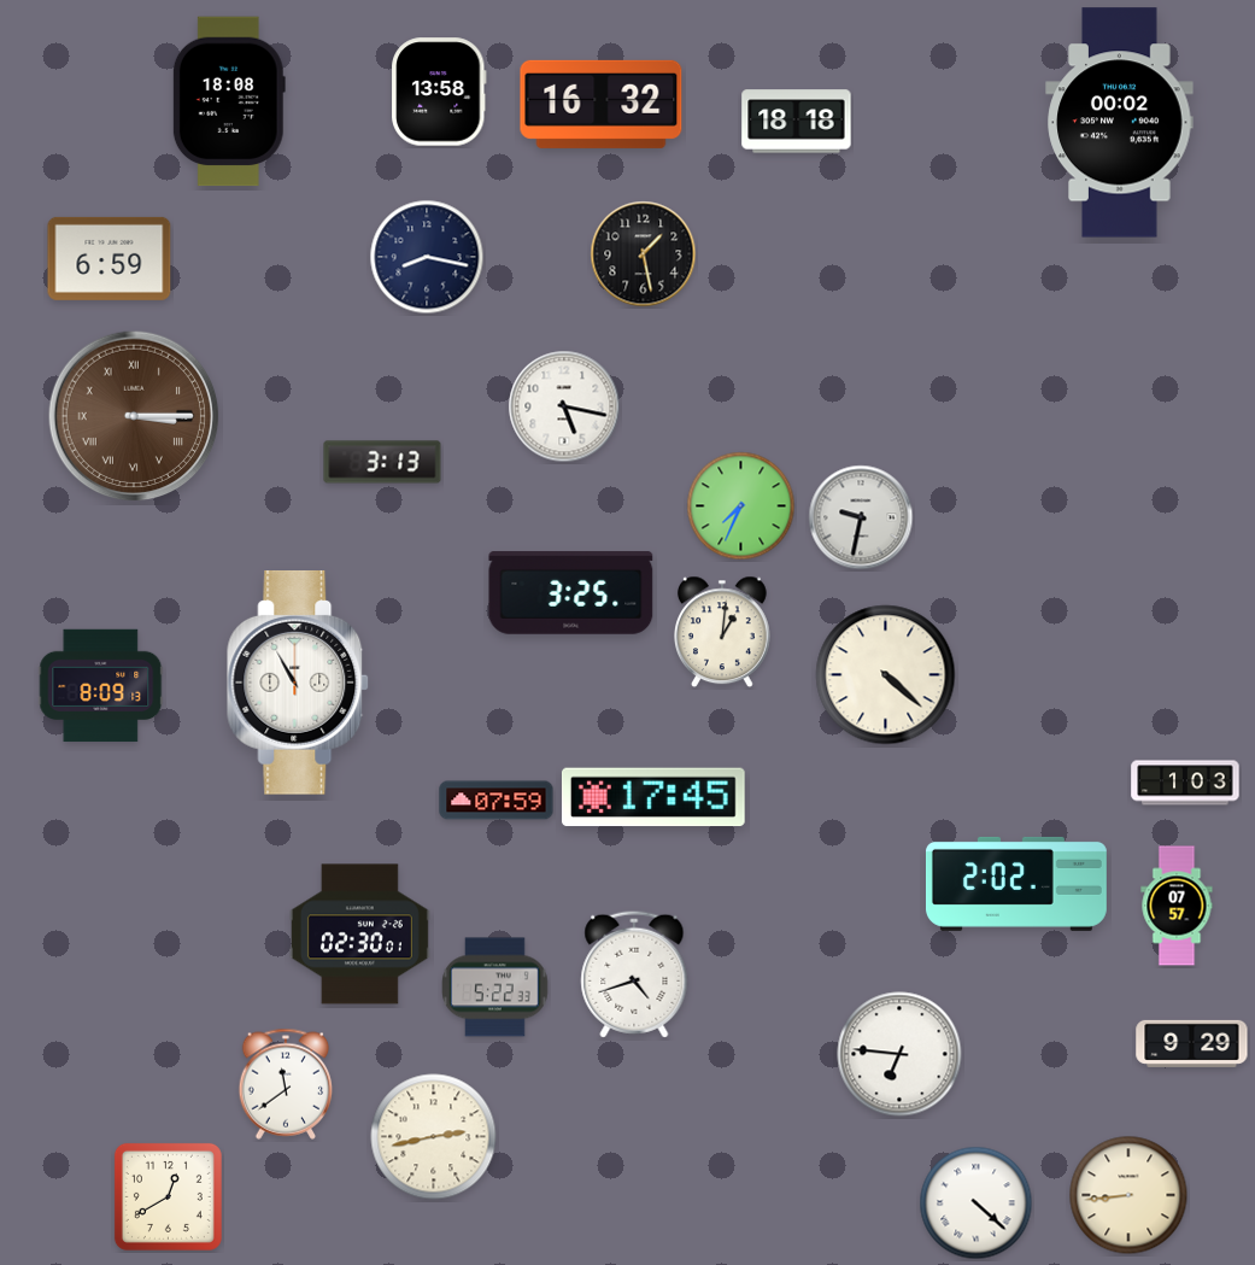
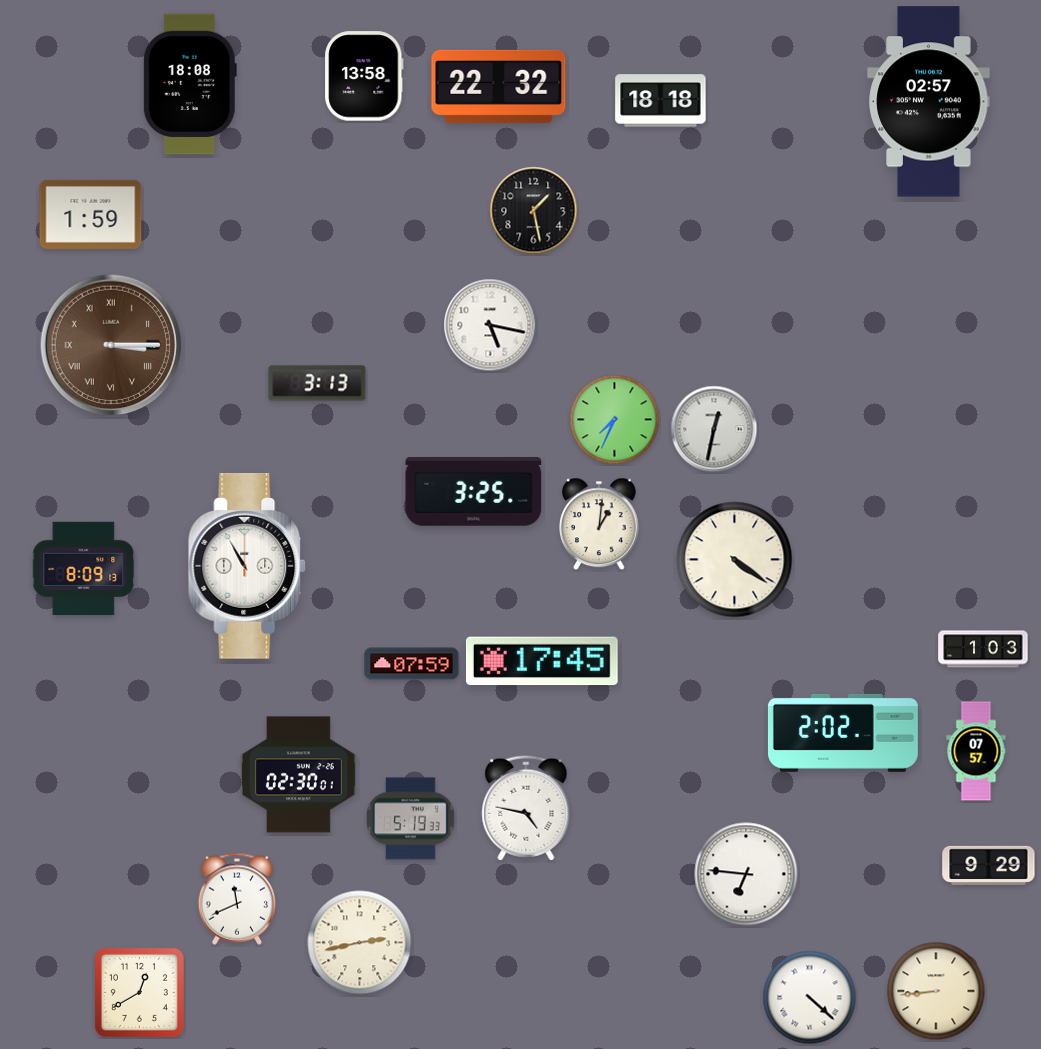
clock at (602, 104): 16:32 -> 22:32
clock at (1120, 123): 00:02 -> 02:57
clock at (427, 257): 8:17 -> none
clock at (110, 258): 6:59 -> 1:59
clock at (564, 406) position: (564, 406) -> (490, 325)
clock at (861, 517): 9:32 -> 12:32
clock at (886, 675): 4:22 -> 4:21
clock at (634, 974): 4:42 -> 4:47
clock at (495, 988): 5:22 -> 5:19
clock at (286, 1084): 11:39 -> 11:41
